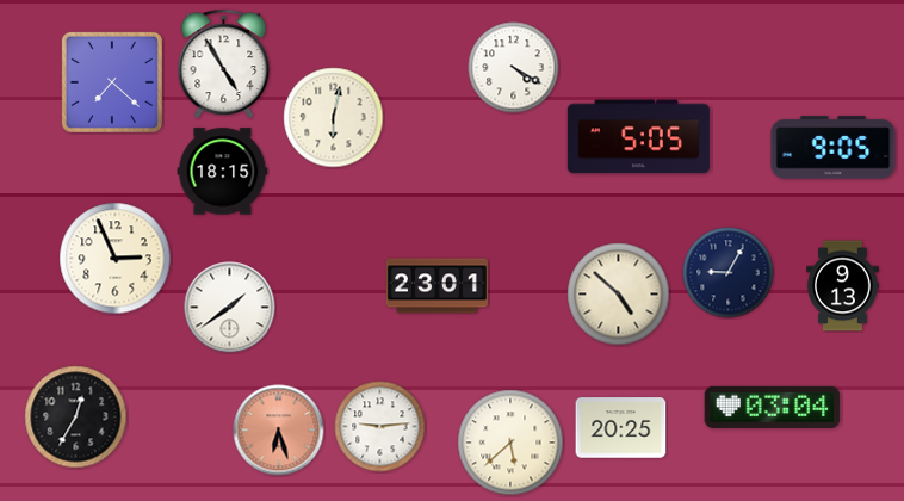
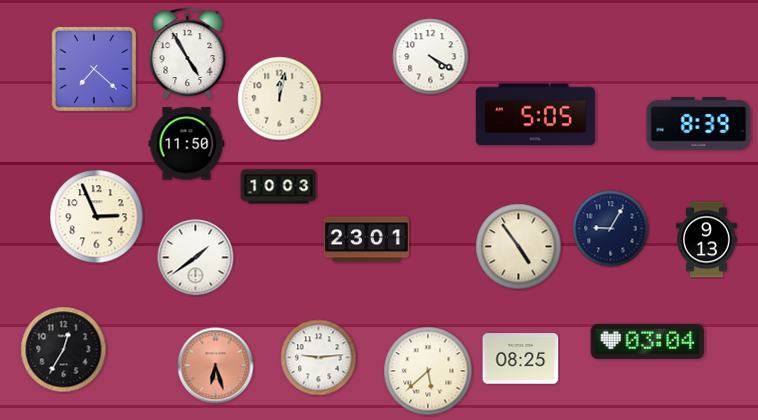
clock at (334, 118): 6:02 -> 12:02
clock at (834, 148): 9:05 -> 8:39
clock at (223, 172): 18:15 -> 11:50
clock at (279, 187): none -> 10:03
clock at (619, 295): 4:52 -> 4:54
clock at (230, 308) position: (230, 308) -> (196, 258)
clock at (621, 428): 20:25 -> 08:25
clock at (279, 431) position: (279, 431) -> (216, 366)
